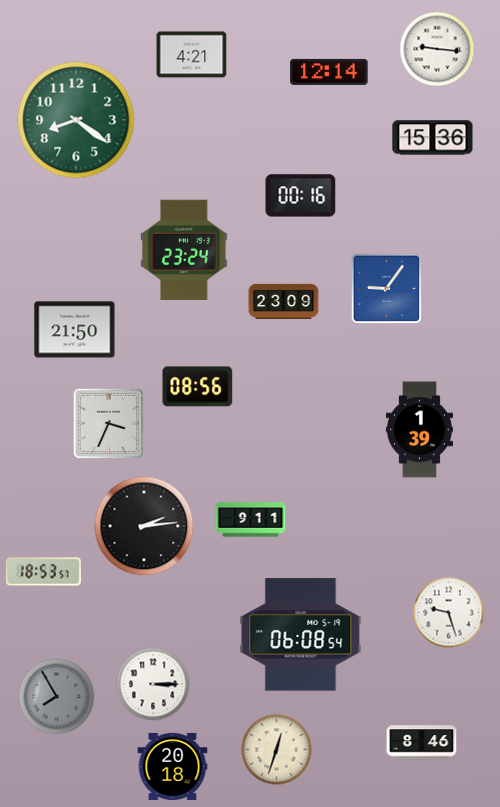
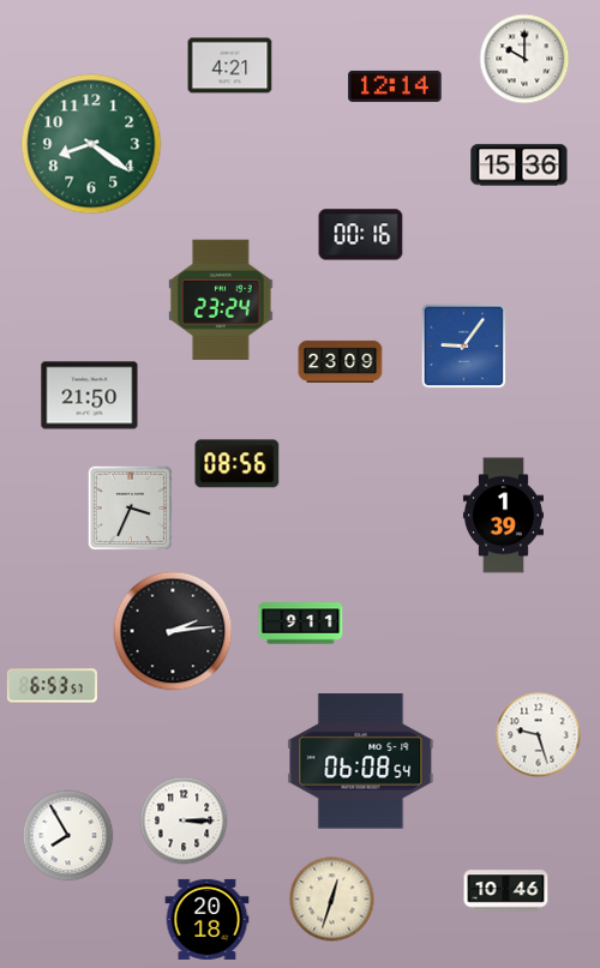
clock at (437, 49): 9:16 -> 10:00
clock at (43, 572): 18:53 -> 6:53
clock at (57, 697) dial: grey -> white
clock at (422, 743): 8:46 -> 10:46
